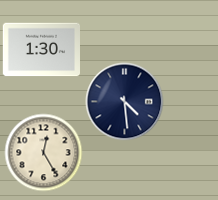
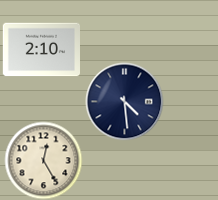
clock at (41, 50): 1:30 -> 2:10
clock at (43, 152) position: (43, 152) -> (43, 160)
